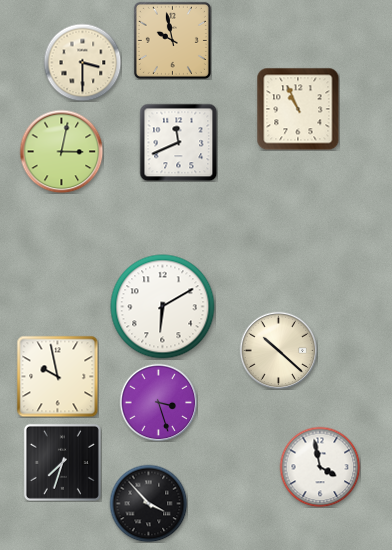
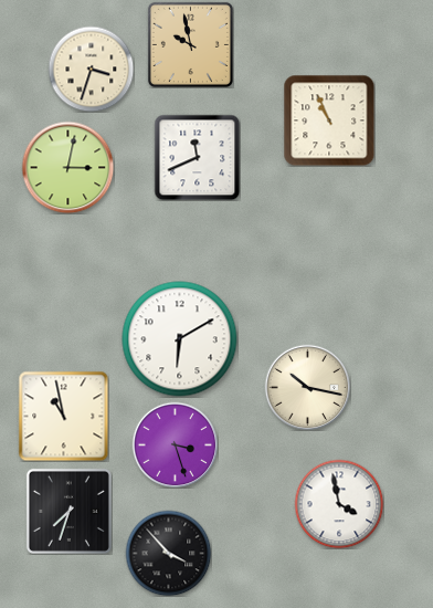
clock at (82, 62): 3:30 -> 3:33
clock at (278, 350): 10:22 -> 10:17
clock at (57, 376): 9:58 -> 10:58
clock at (320, 467) position: (320, 467) -> (339, 504)
clock at (148, 503) position: (148, 503) -> (168, 553)
